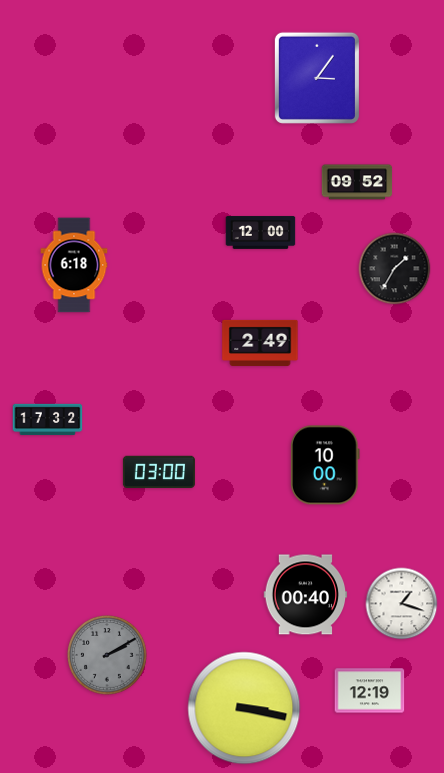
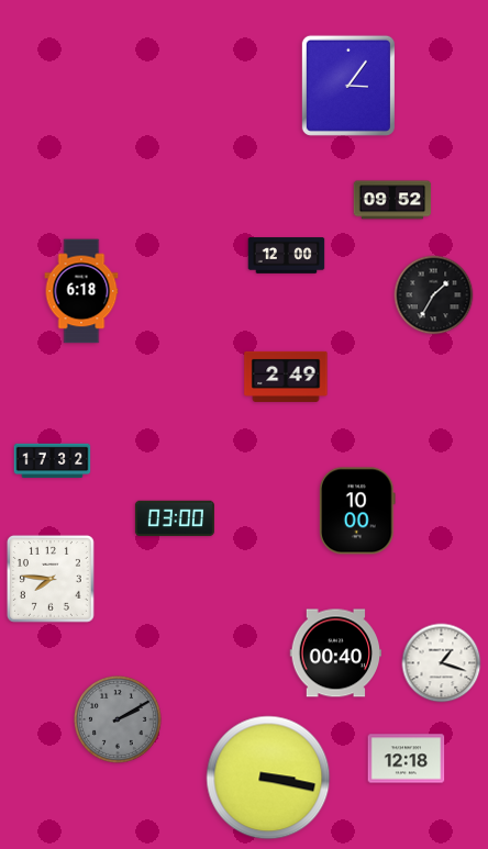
clock at (51, 579): none -> 7:46
clock at (370, 691): 12:19 -> 12:18
